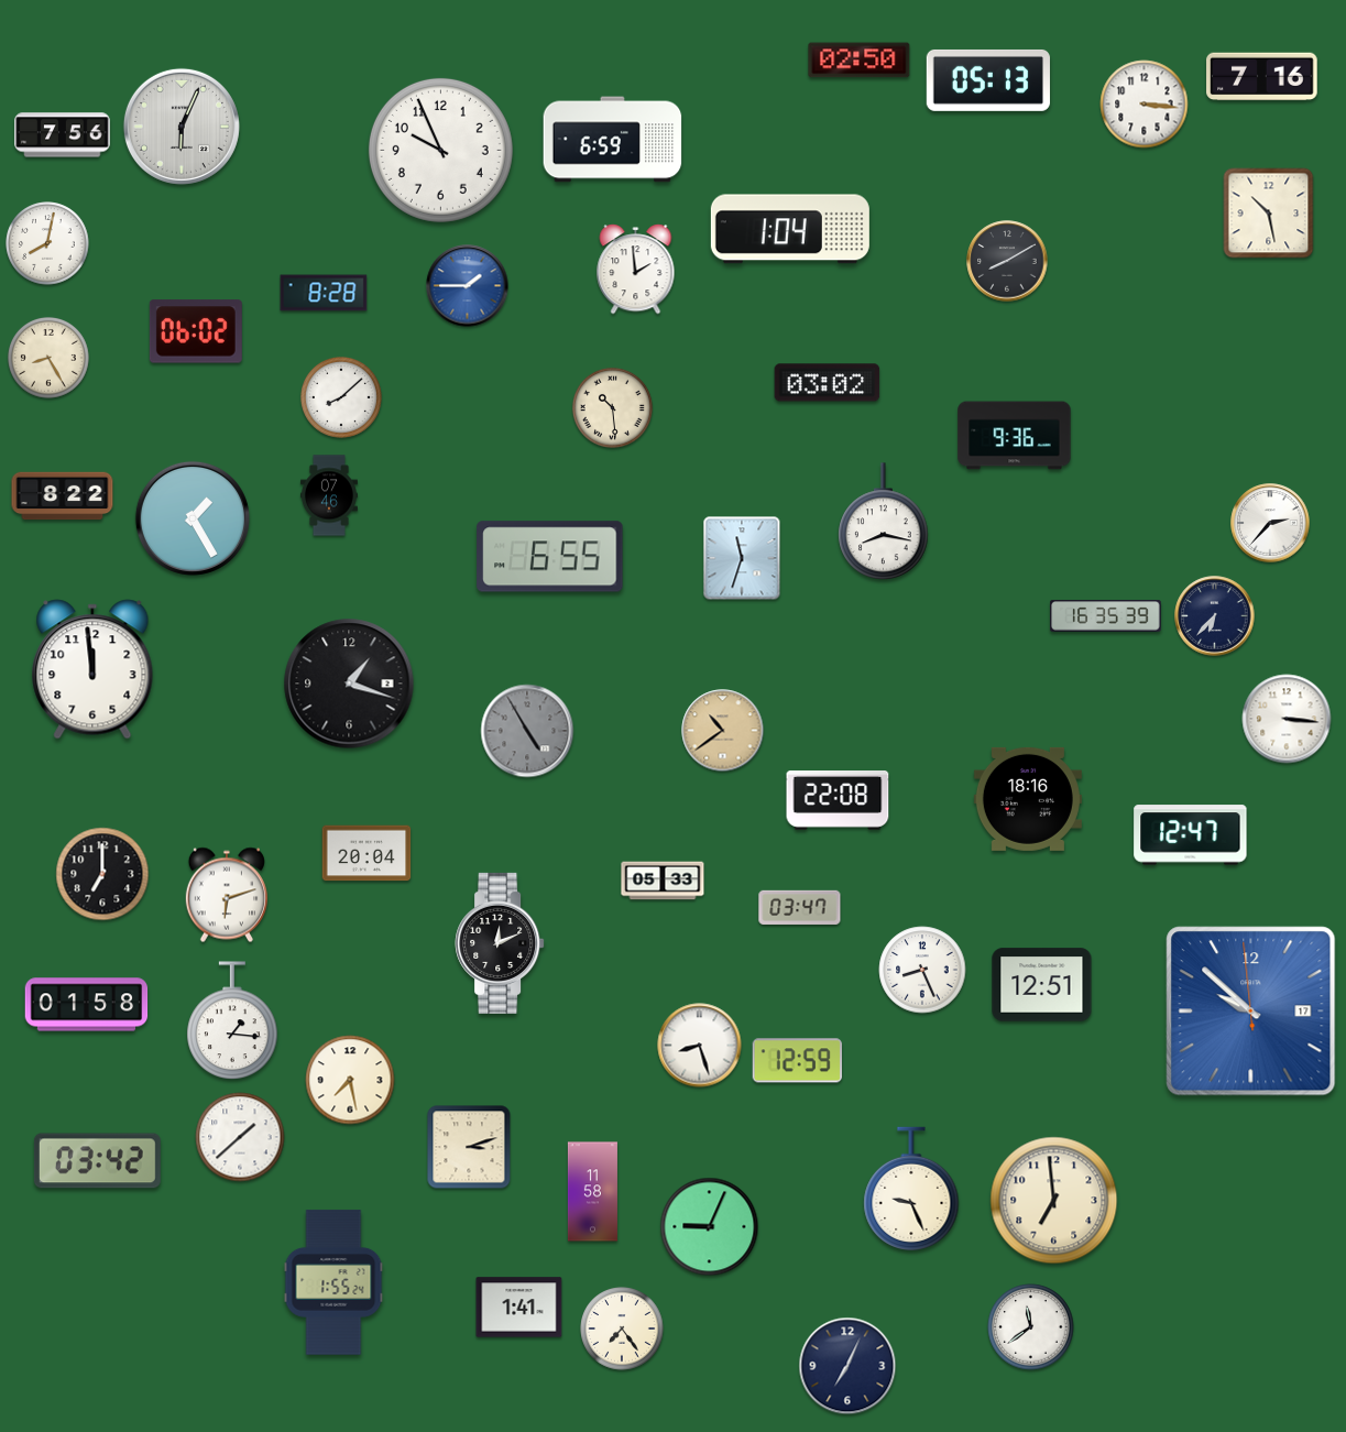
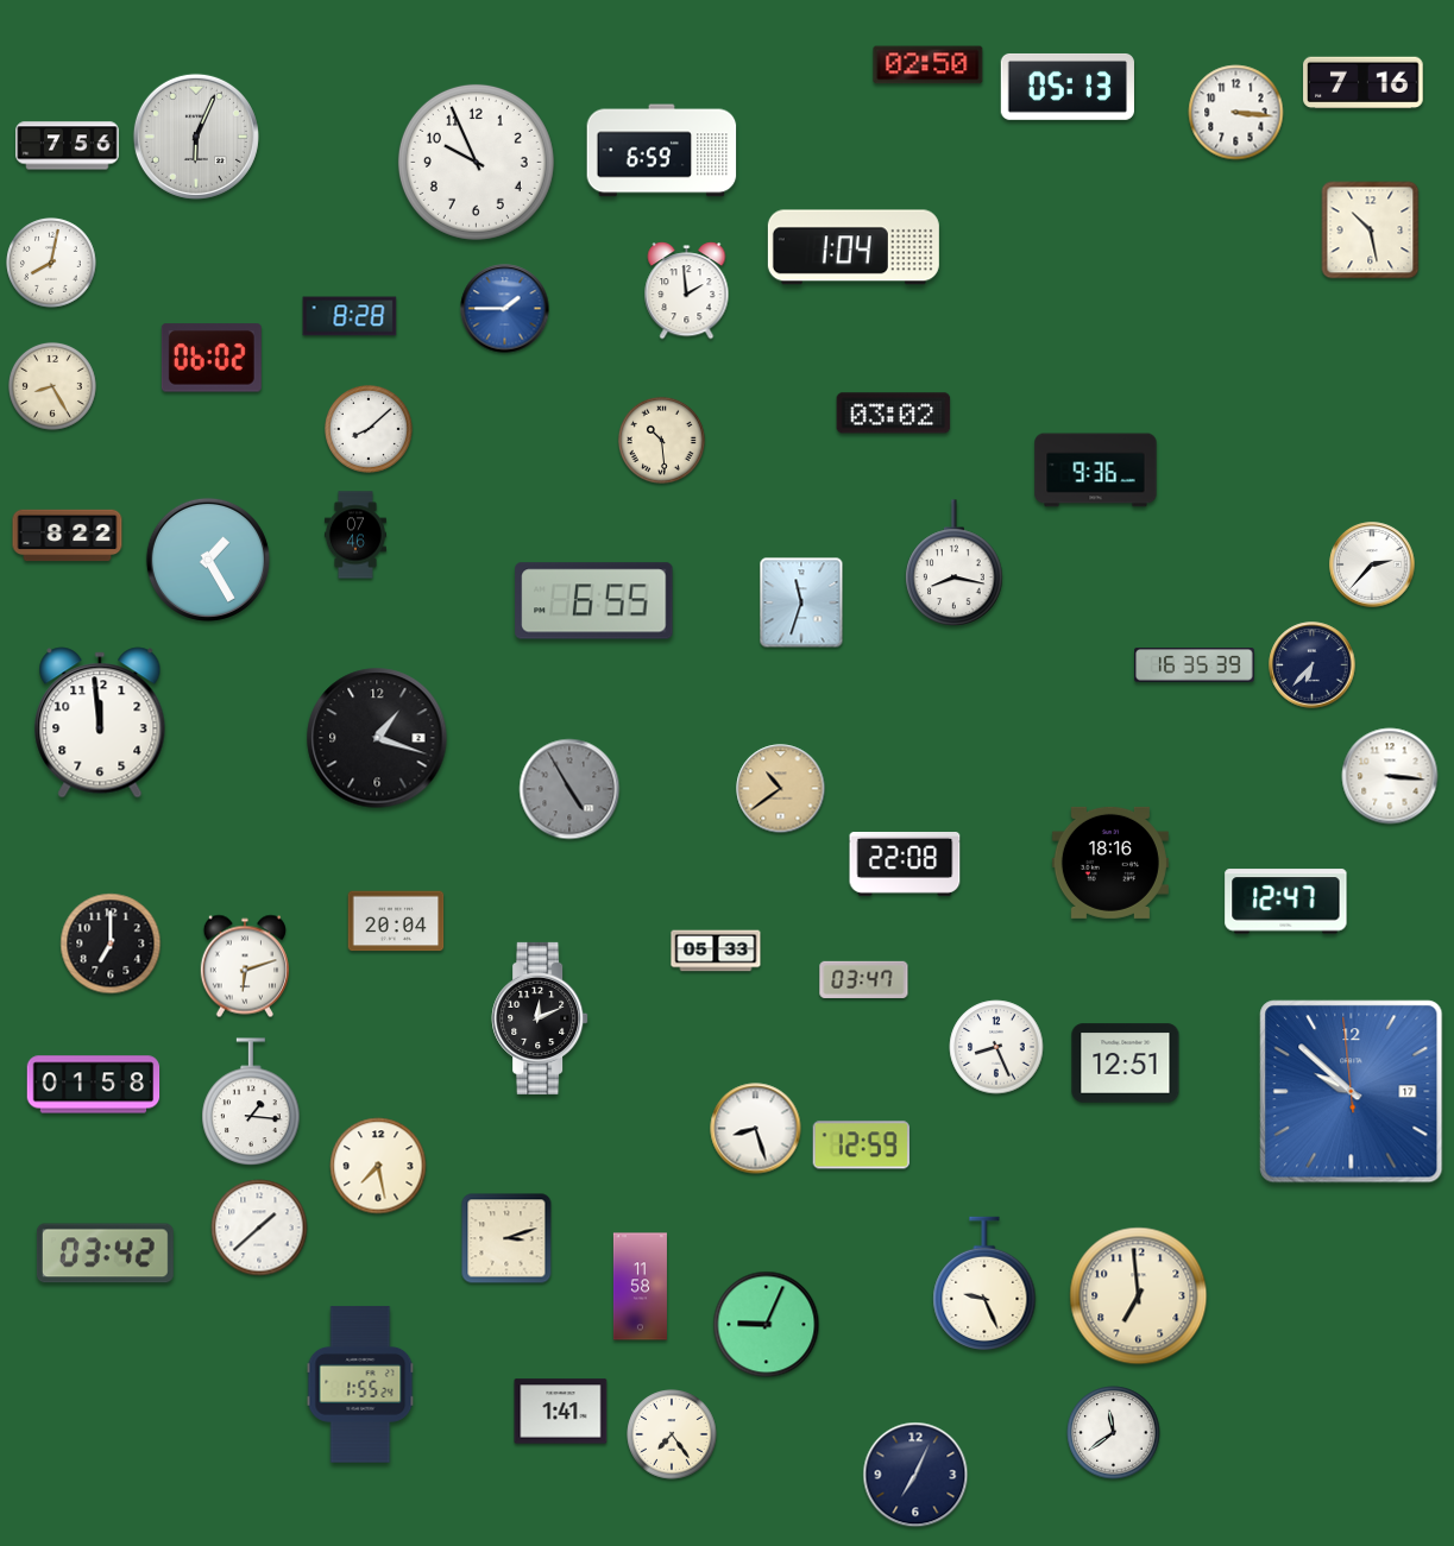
clock at (1007, 261): 8:10 -> none
